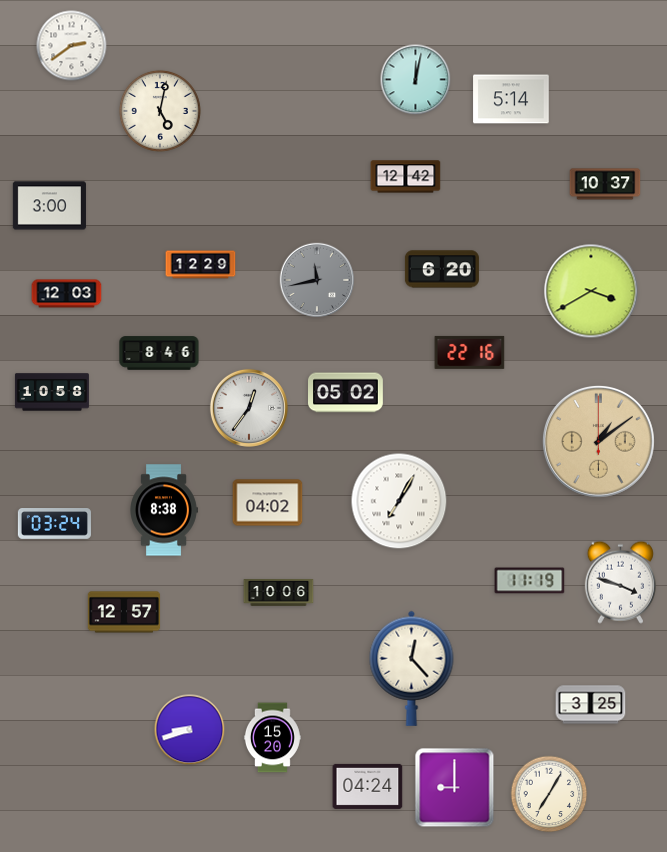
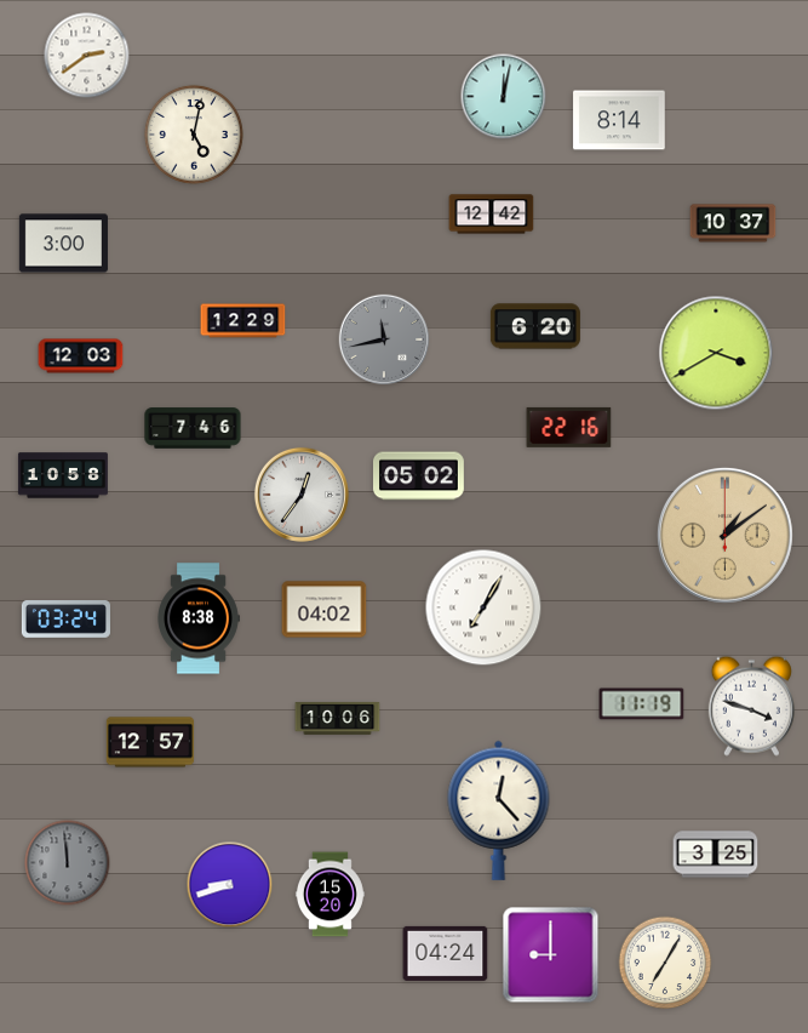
clock at (511, 99): 5:14 -> 8:14
clock at (49, 206) position: (49, 206) -> (63, 244)
clock at (159, 353): 8:46 -> 7:46
clock at (54, 524) position: (54, 524) -> (65, 620)
clock at (68, 863): none -> 11:59
